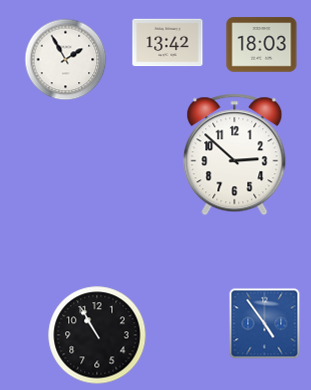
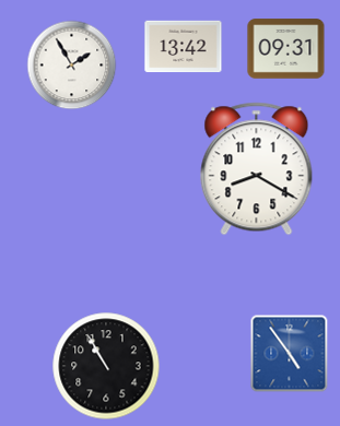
clock at (262, 45): 18:03 -> 09:31
clock at (235, 155): 2:52 -> 8:20
